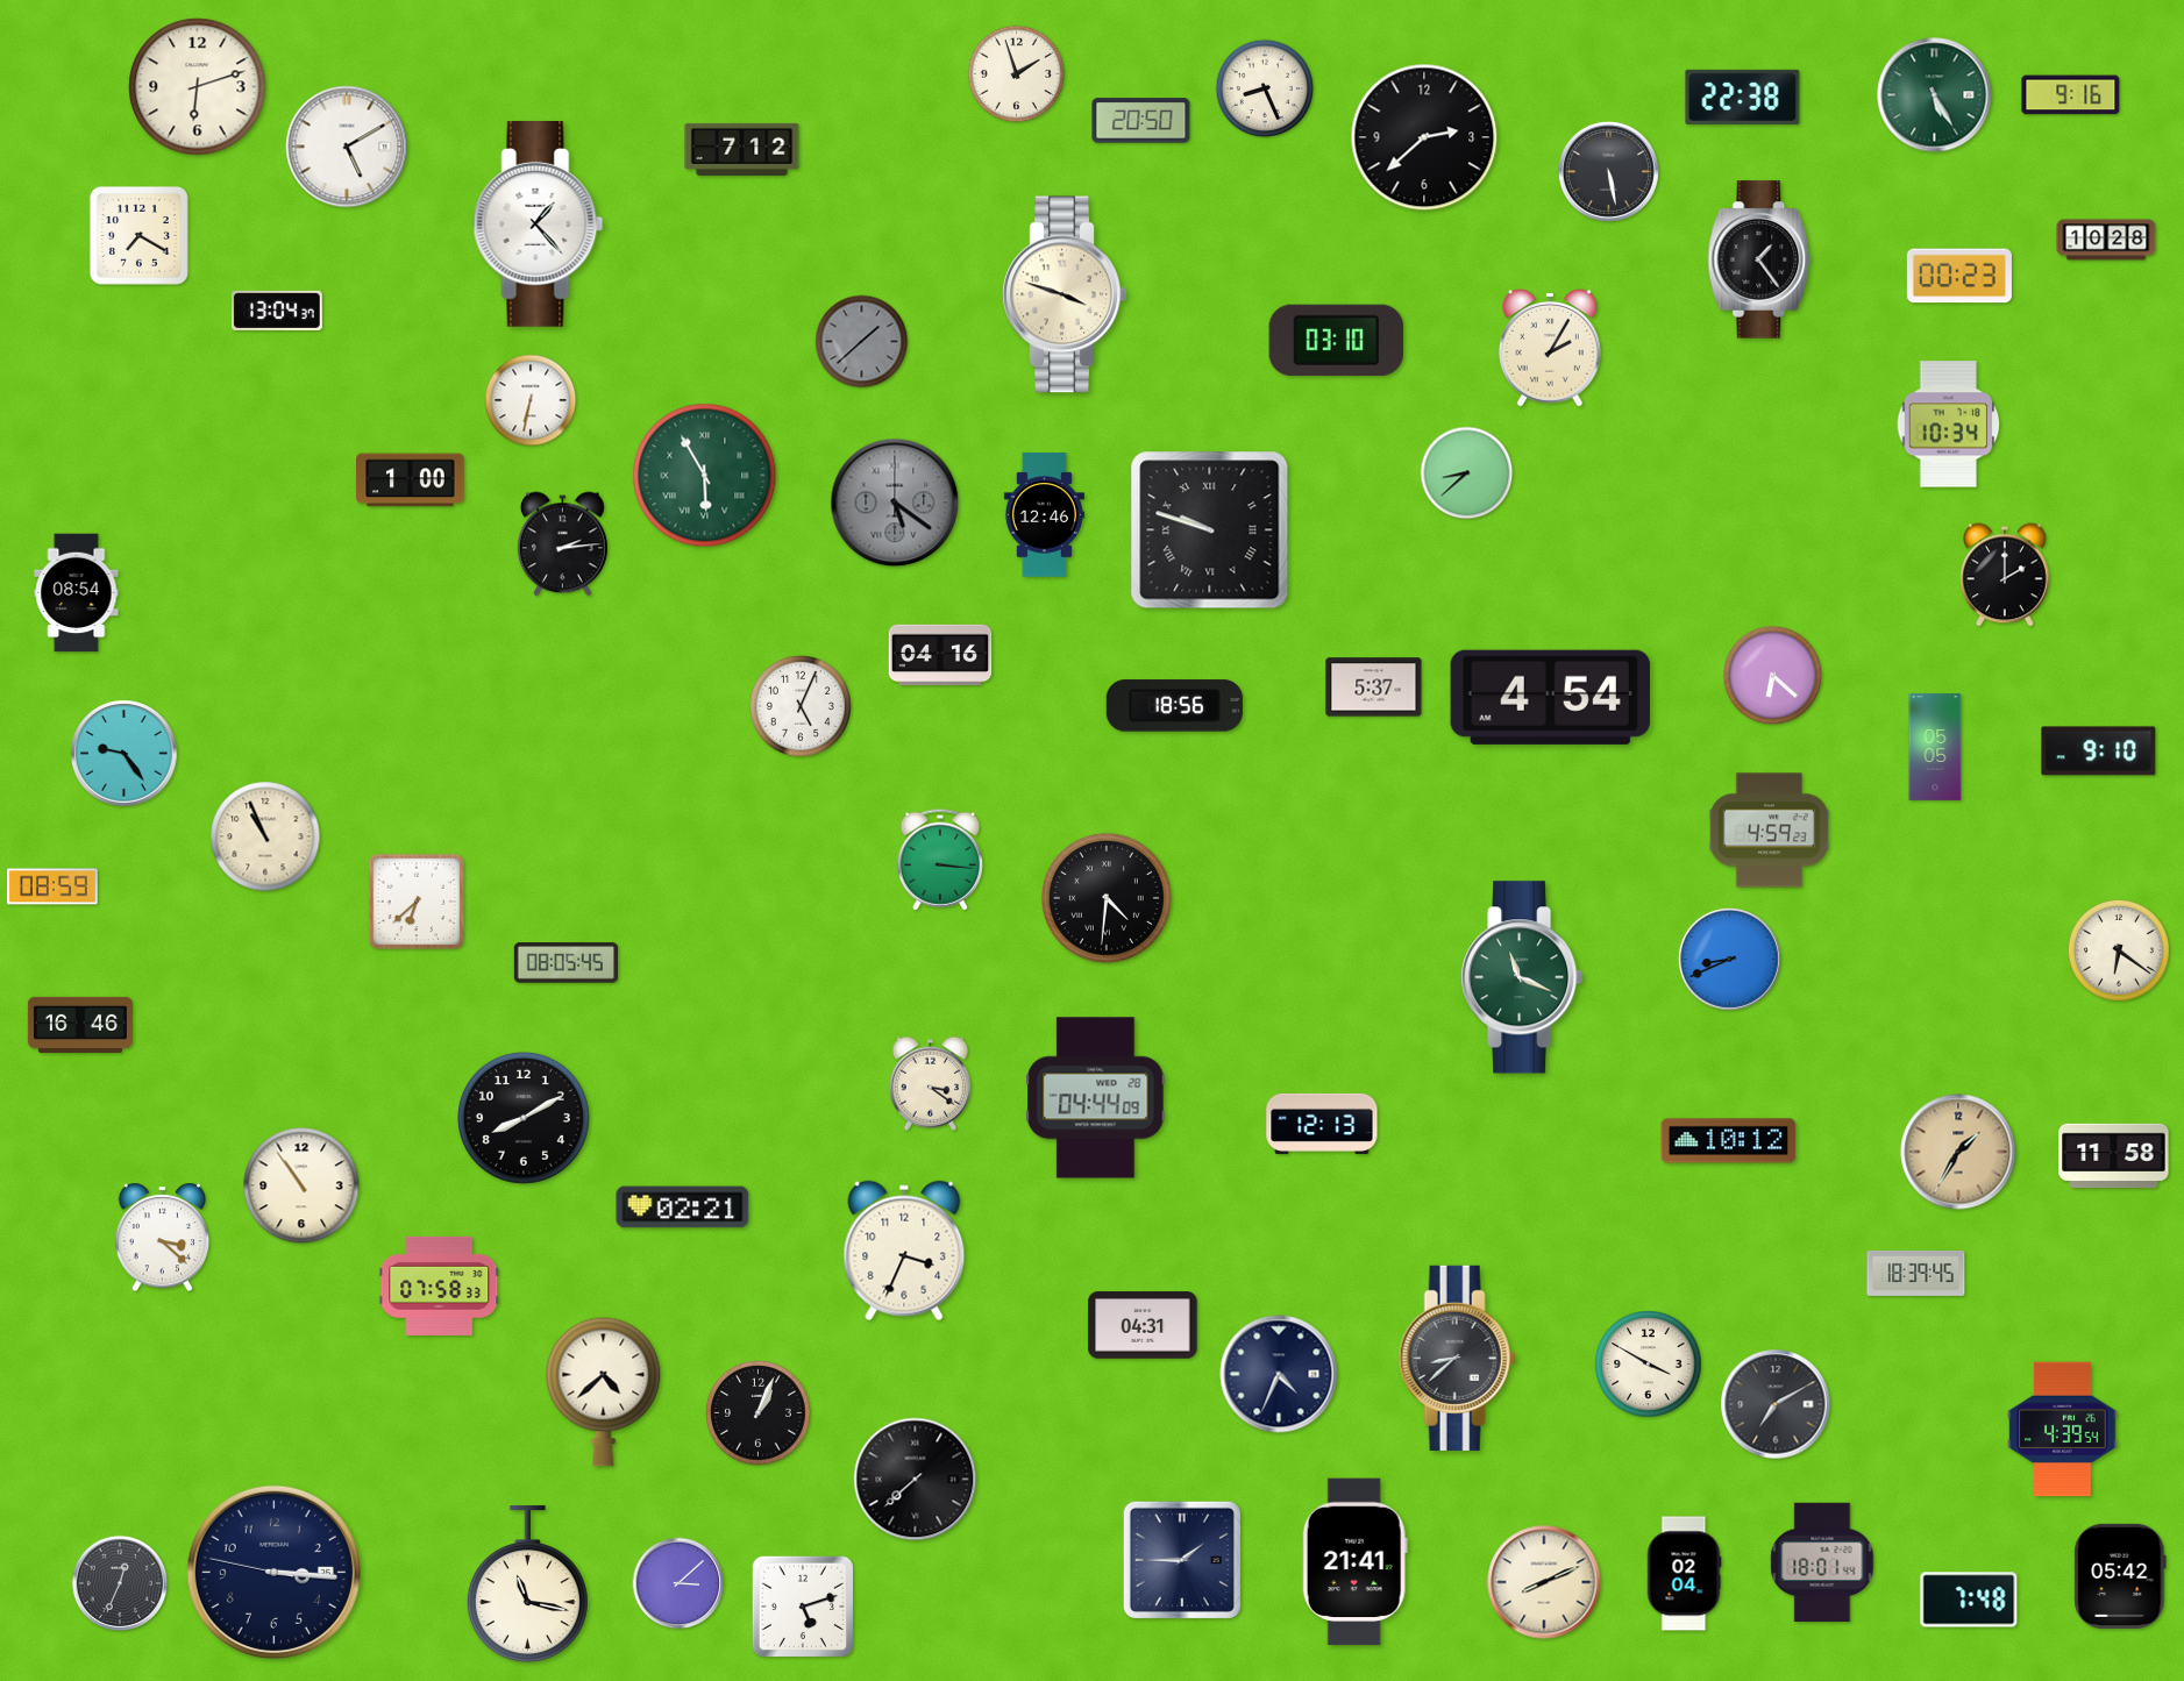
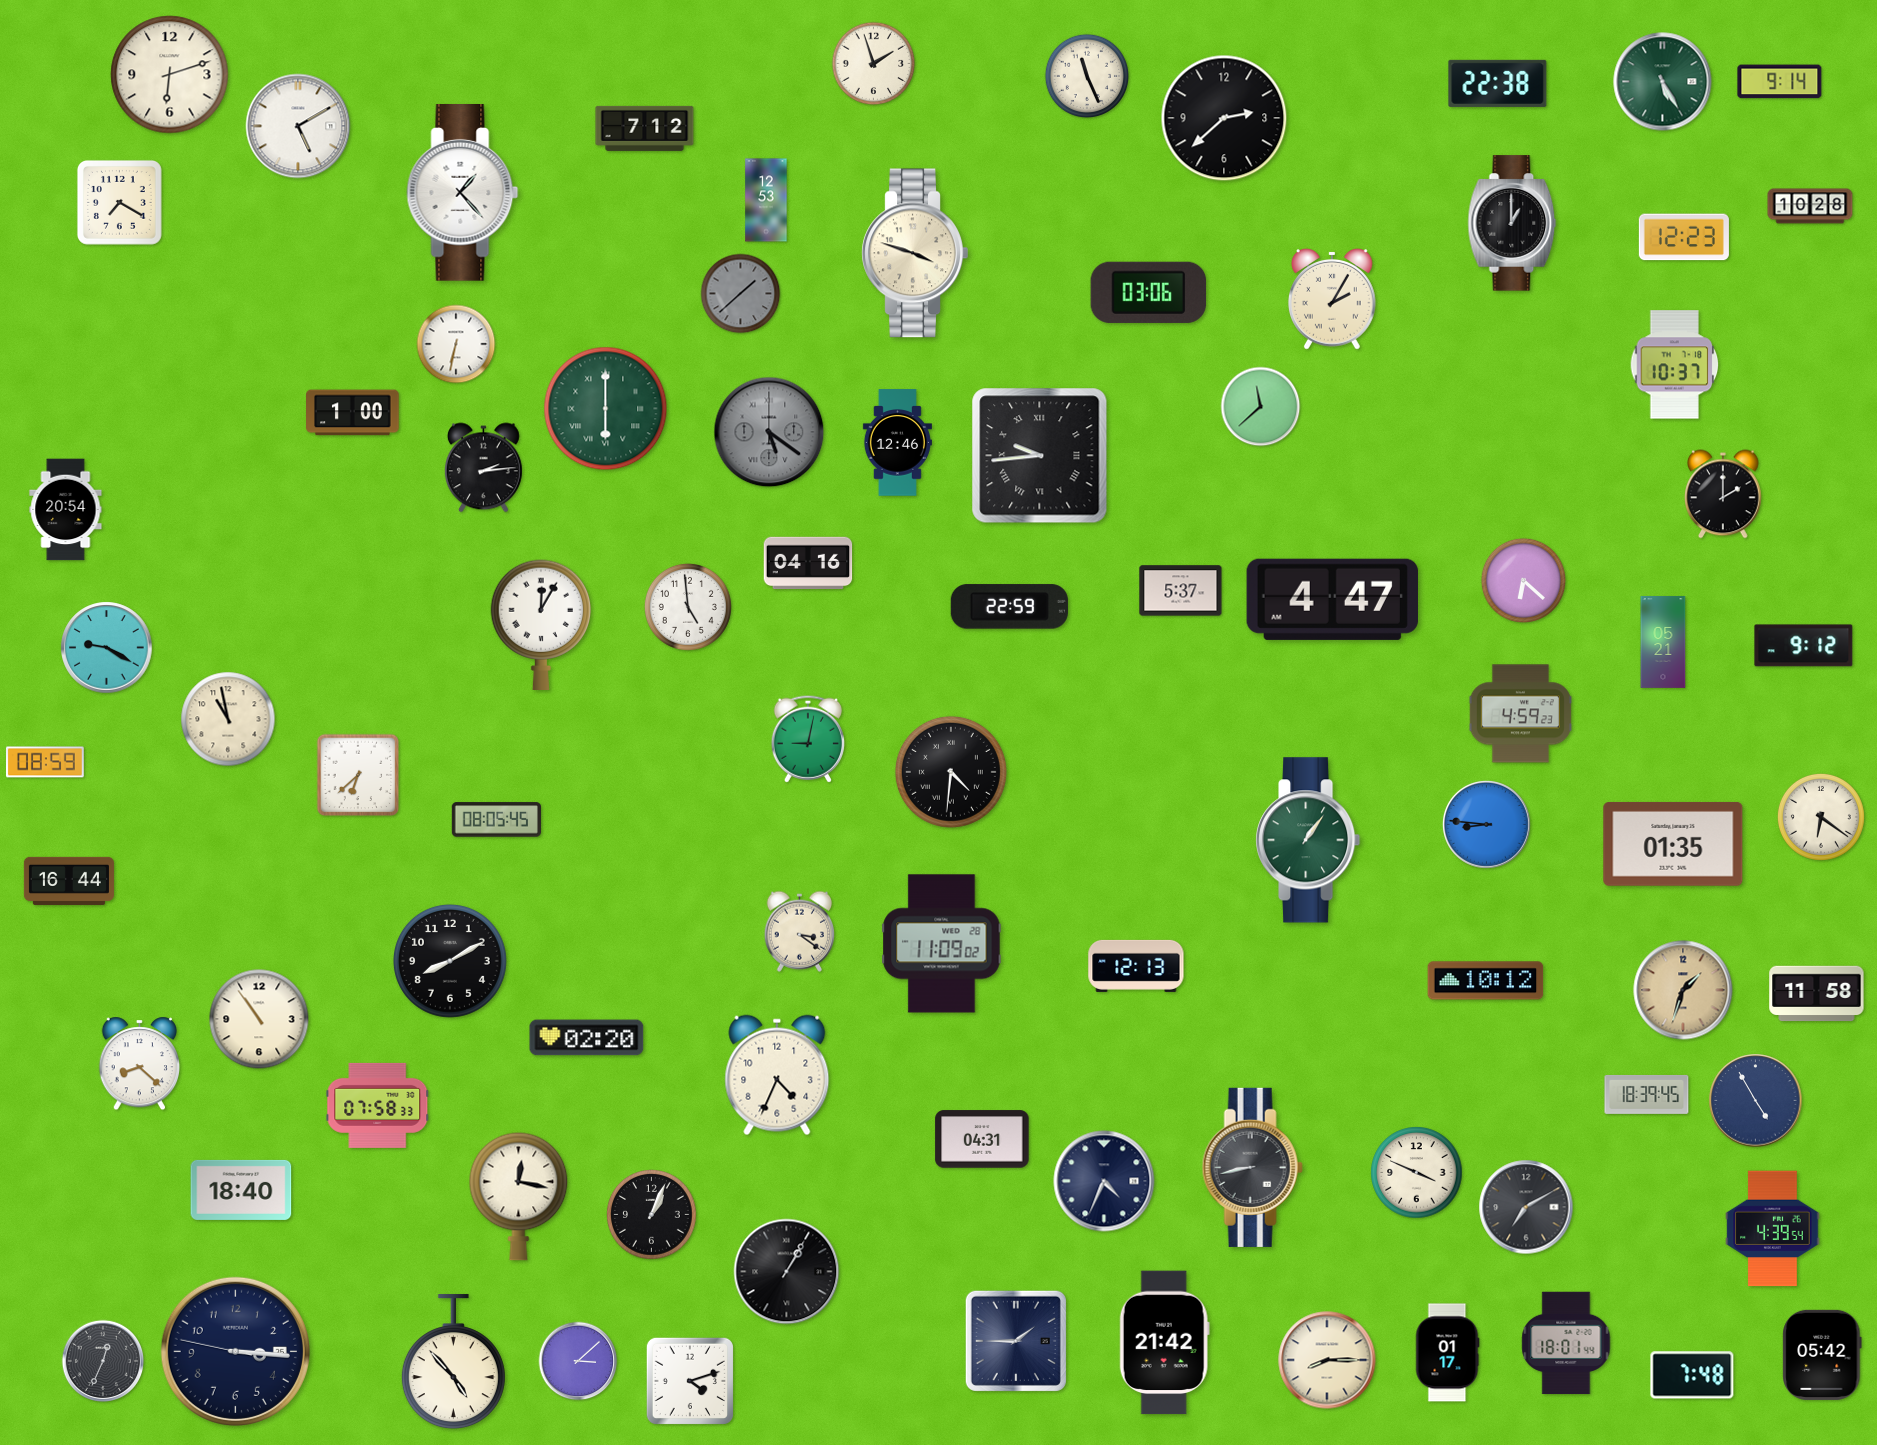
clock at (1265, 88): 8:26 -> 11:26
clock at (2071, 95): 9:16 -> 9:14
clock at (1141, 121): 20:50 -> none
clock at (742, 149) position: (742, 149) -> (645, 128)
clock at (1608, 171): 5:28 -> none
clock at (766, 200): none -> 12:53
clock at (1759, 259): 1:24 -> 1:00
clock at (1959, 276): 00:23 -> 12:23
clock at (277, 311): 13:04 -> none
clock at (1337, 340): 03:10 -> 03:06
clock at (1949, 425): 10:34 -> 10:37
clock at (1467, 473): 8:38 -> 11:38
clock at (705, 476): 5:55 -> 6:00
clock at (1210, 530): 9:48 -> 9:44
clock at (77, 593): 08:54 -> 20:54
clock at (1550, 697): 4:54 -> 4:47
clock at (801, 706): 5:04 -> 4:59
clock at (1174, 706): 18:56 -> 22:59
clock at (540, 624): none -> 12:05
clock at (1935, 747): 05:05 -> 05:21
clock at (2099, 752): 9:10 -> 9:12
clock at (125, 754): 9:24 -> 9:20
clock at (265, 836): 10:56 -> 10:58
clock at (940, 860): 3:16 -> 9:02
clock at (1729, 959): 8:41 -> 8:46
clock at (565, 963) position: (565, 963) -> (496, 820)
clock at (1523, 977): 11:19 -> 1:06
clock at (1673, 844): none -> 01:35
clock at (80, 1025): 16:46 -> 16:44
clock at (1096, 1098): 04:44 -> 11:09
clock at (1958, 1152): 1:35 -> 1:33
clock at (683, 1208): 02:21 -> 02:20
clock at (162, 1238): 3:22 -> 8:22
clock at (904, 1251): 3:34 -> 4:34
clock at (1756, 1101): none -> 4:55
clock at (1457, 1358): 8:38 -> 8:43
clock at (1649, 1365): 3:50 -> 3:49
clock at (1279, 1374) position: (1279, 1374) -> (1104, 1181)
clock at (241, 1190): none -> 18:40
clock at (604, 1391): 4:38 -> 12:17
clock at (916, 1480): 7:38 -> 1:05
clock at (1354, 1562): 21:41 -> 21:42
clock at (1684, 1574): 02:04 -> 01:17
clock at (1544, 1582): 8:11 -> 8:15
clock at (678, 1583) position: (678, 1583) -> (578, 1361)
clock at (527, 1584): 11:17 -> 4:53
clock at (803, 1607): 5:12 -> 4:12
